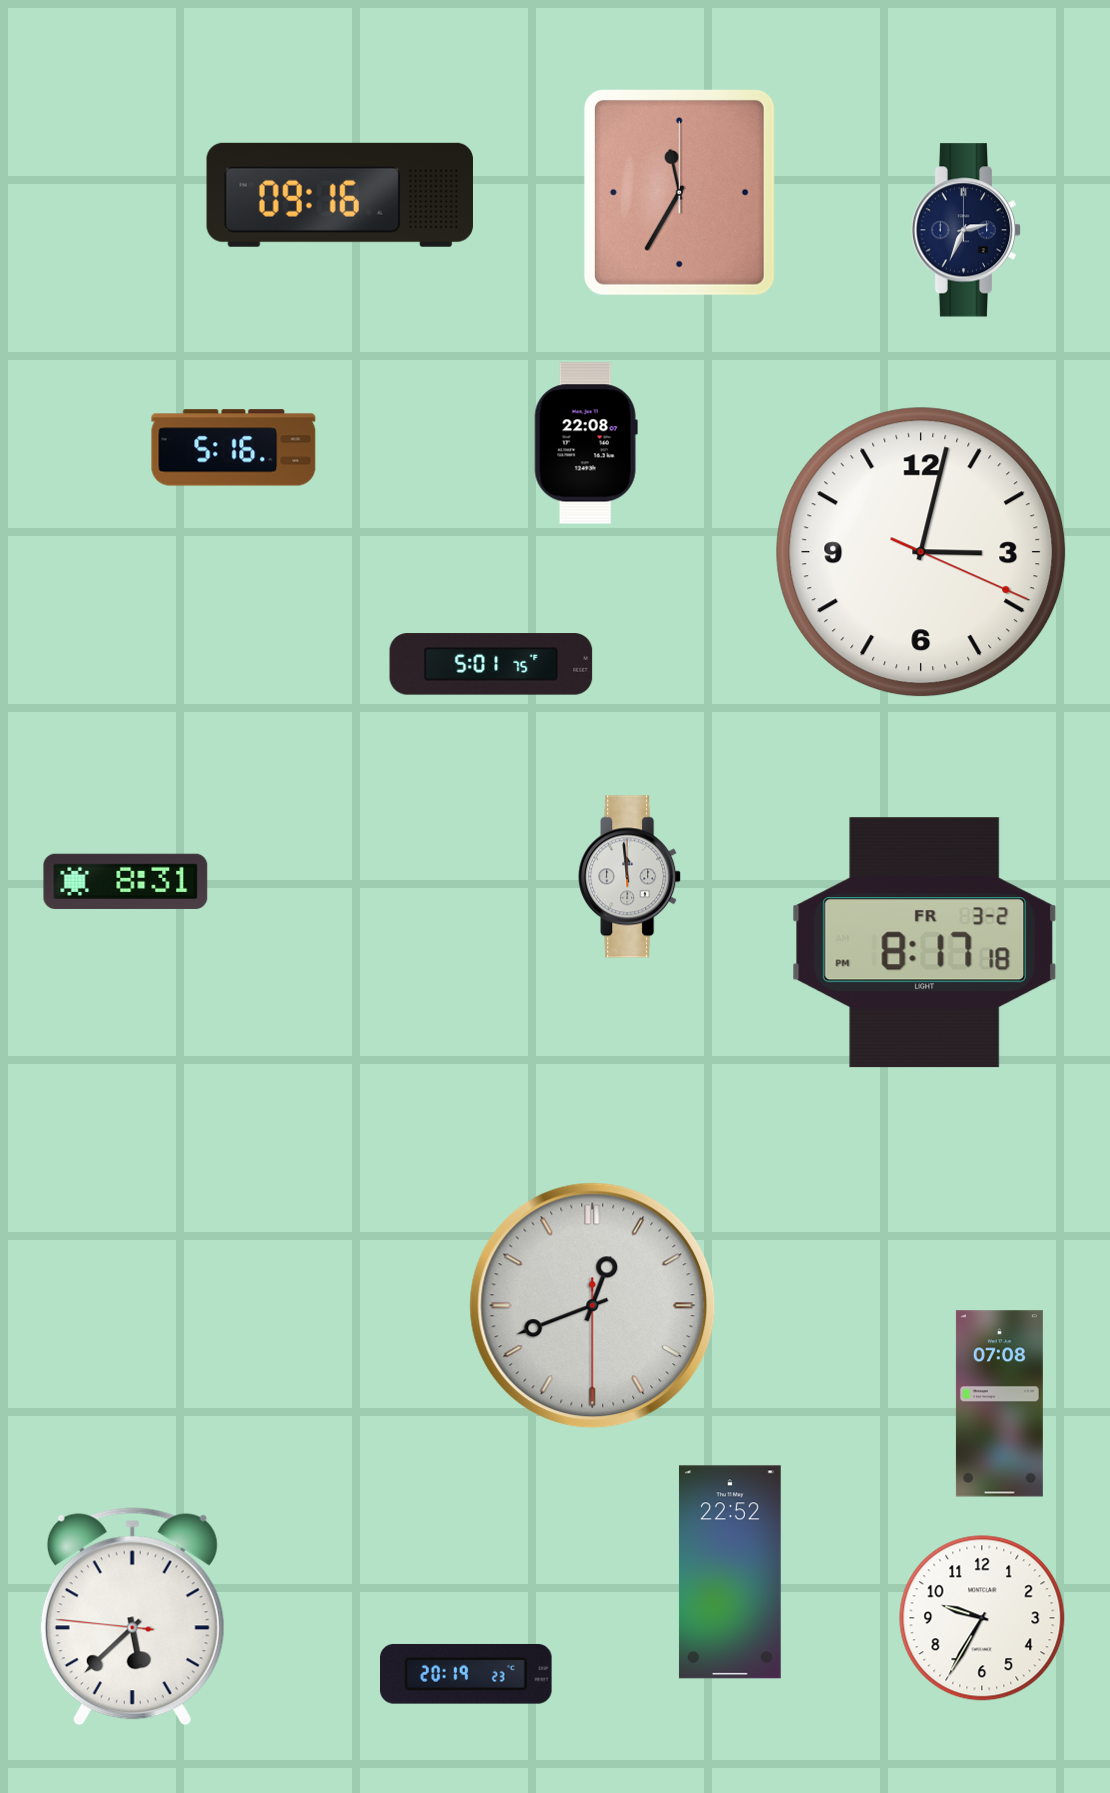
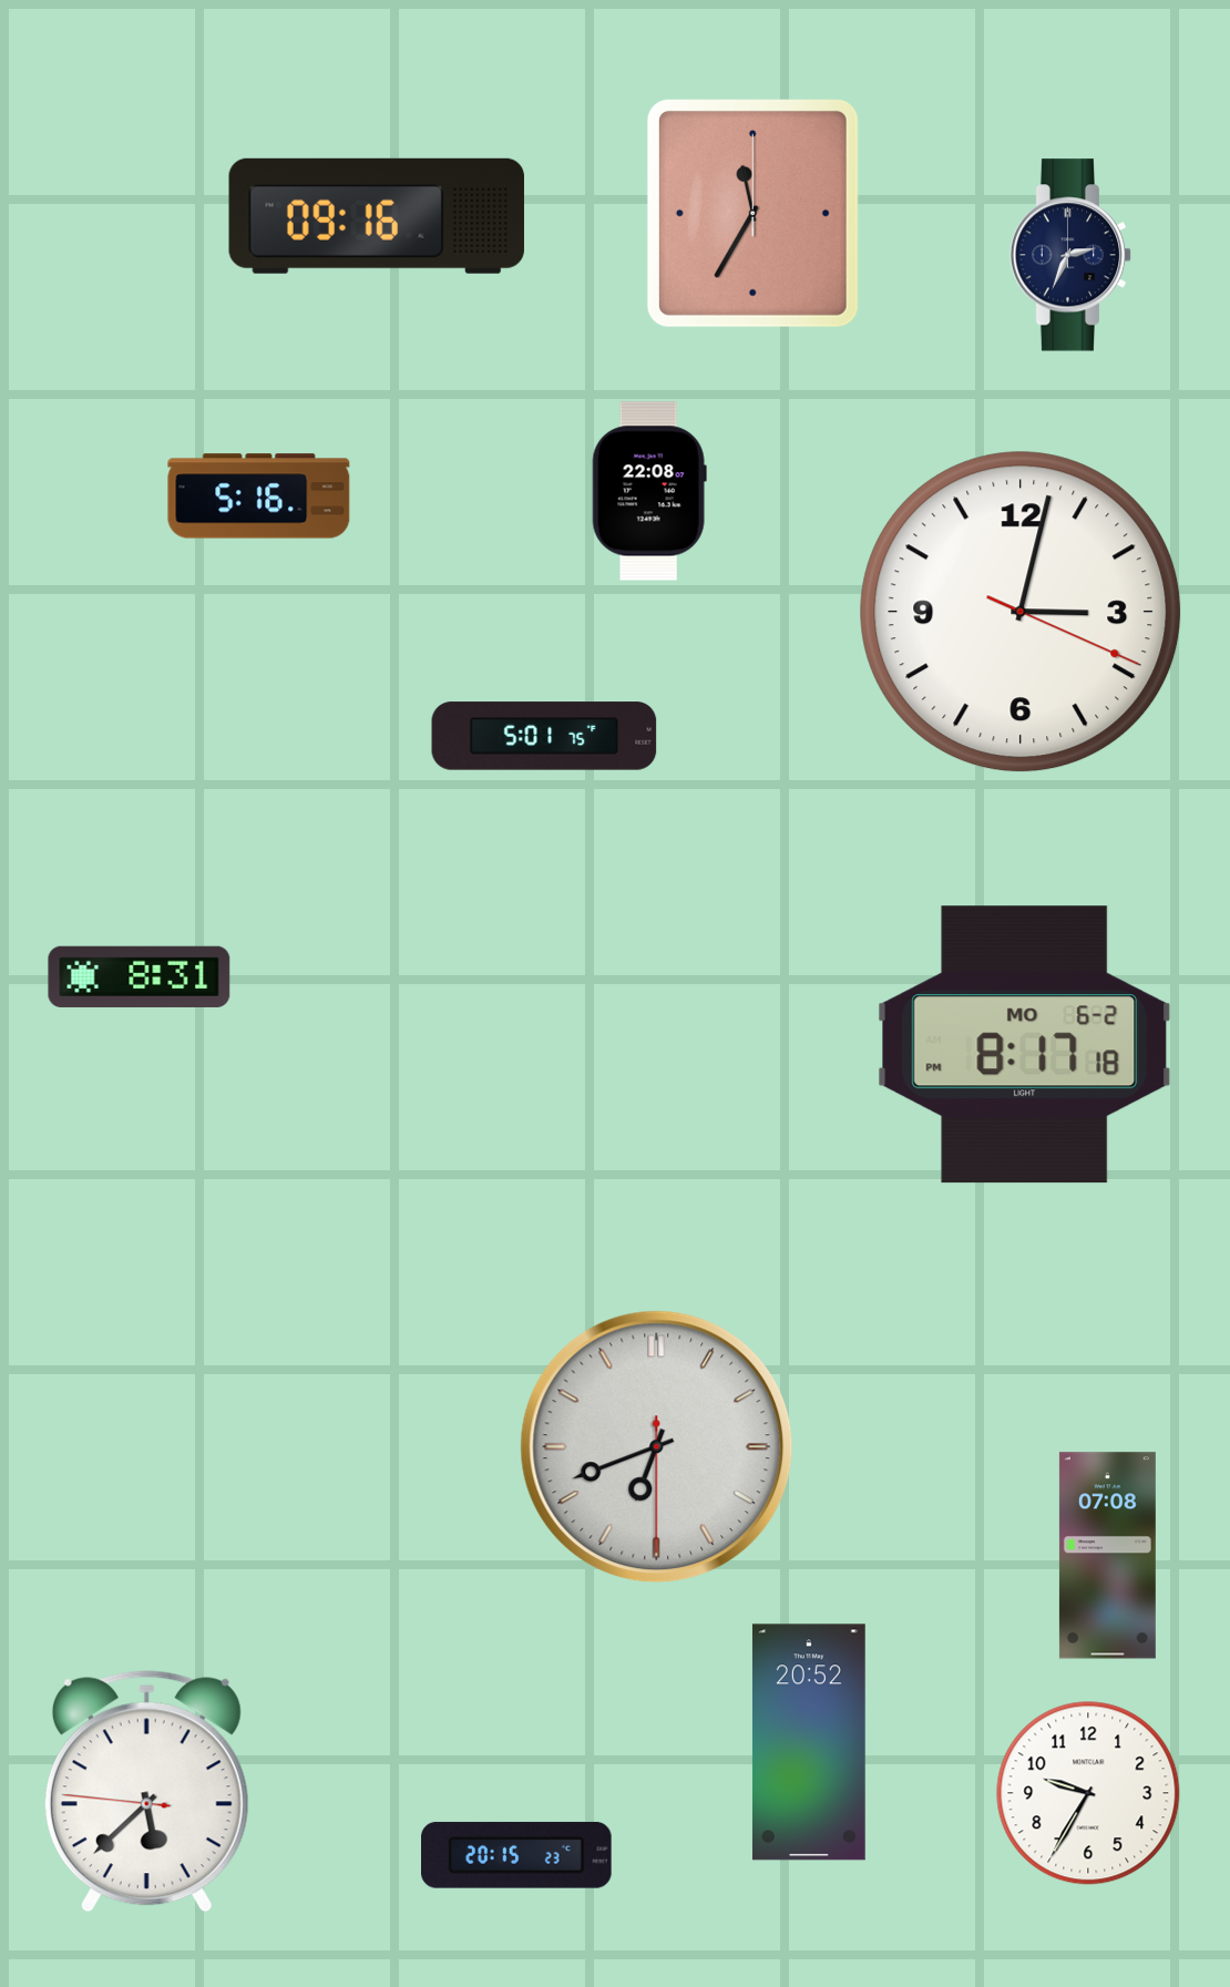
clock at (630, 877): 11:59 -> none
clock at (924, 943) date: FR 3-2 -> MO 6-2
clock at (593, 1306): 12:41 -> 6:41
clock at (730, 1572): 22:52 -> 20:52
clock at (467, 1674): 20:19 -> 20:15
